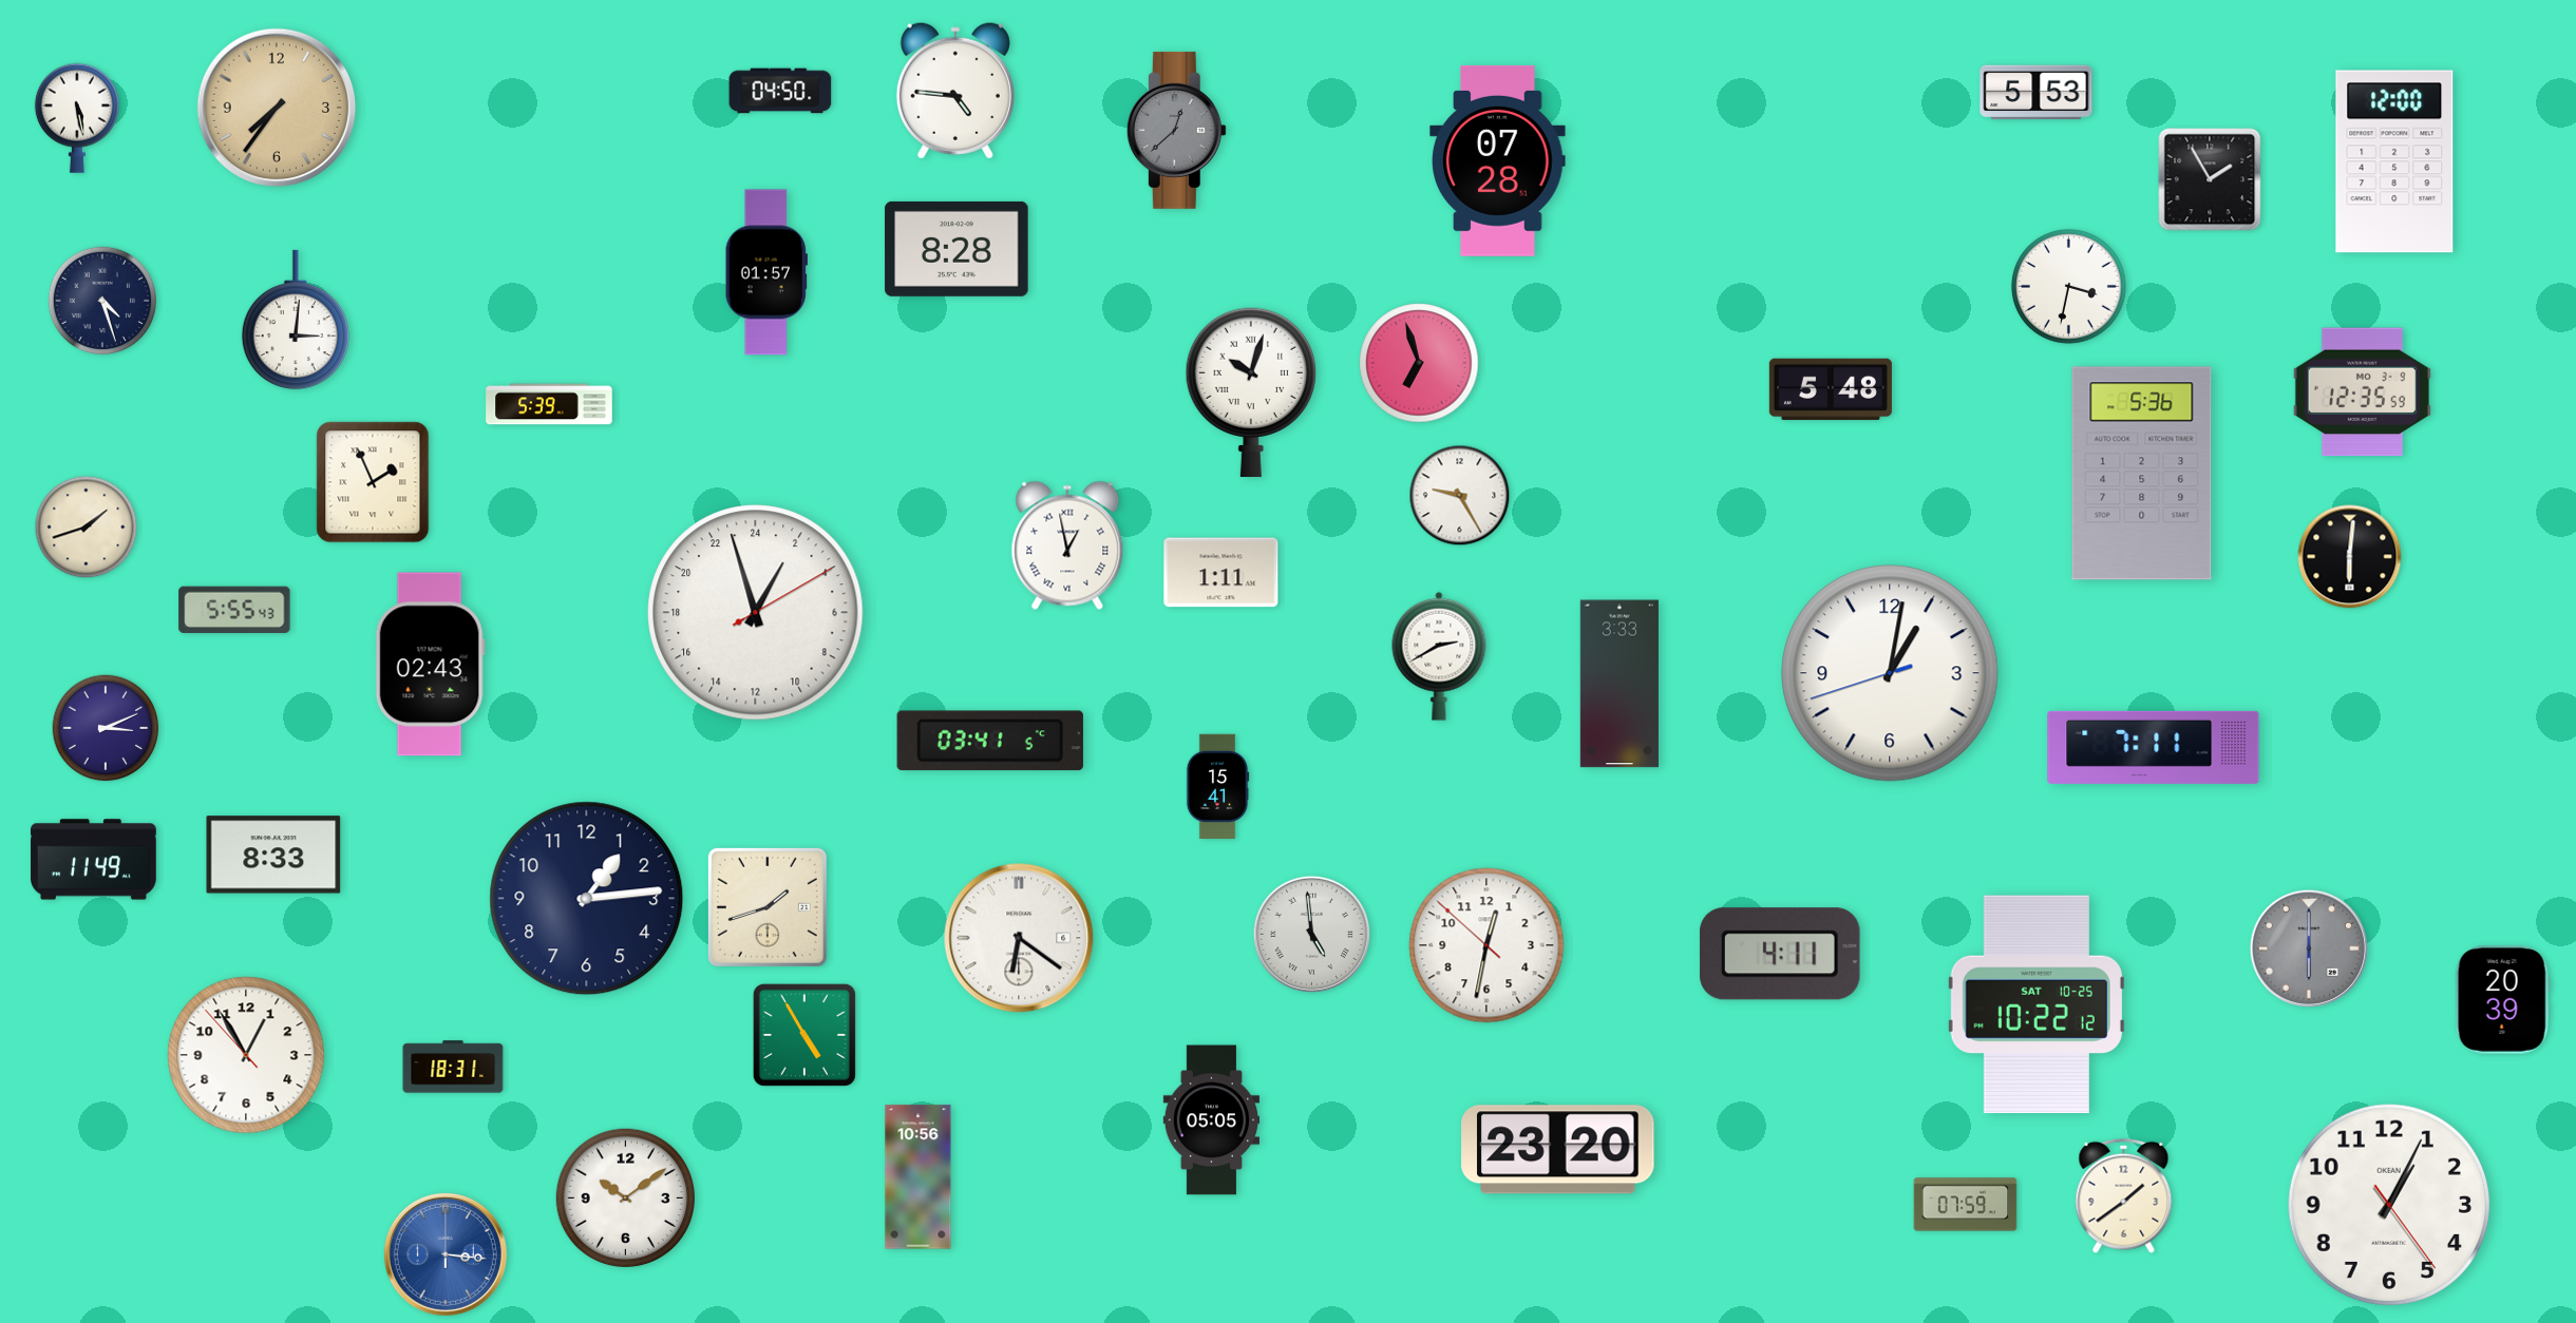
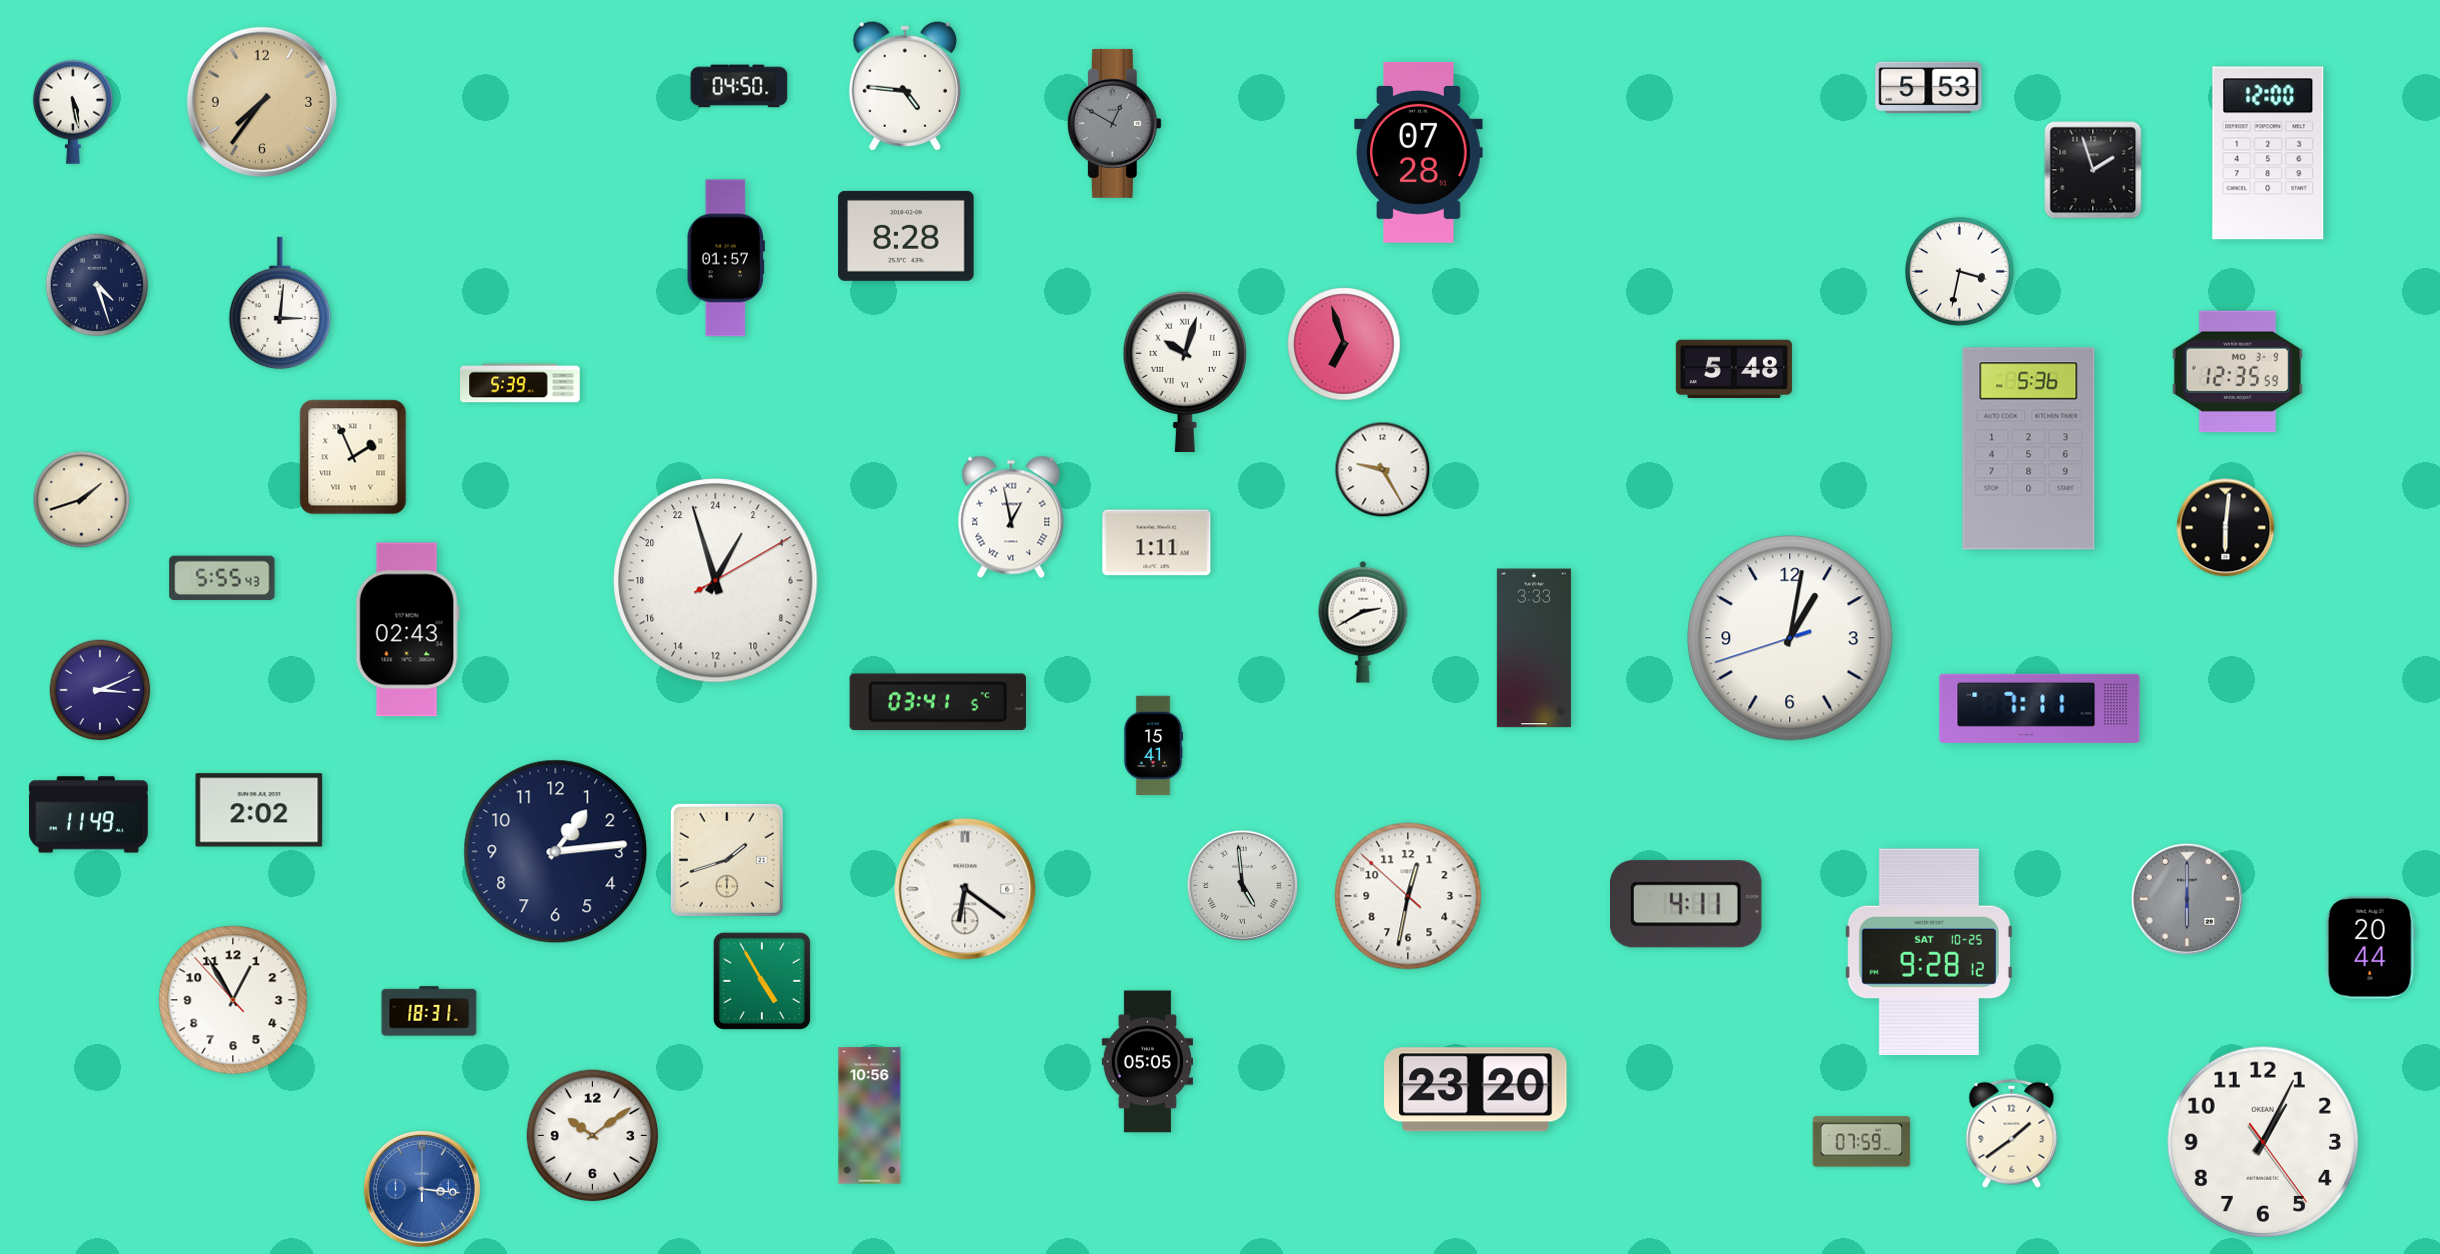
clock at (1176, 130): 12:38 -> 12:50
clock at (2210, 179): 1:55 -> 1:57
clock at (273, 855): 8:33 -> 2:02
clock at (2502, 999): 20:39 -> 20:44
clock at (2037, 1004): 10:22 -> 9:28
